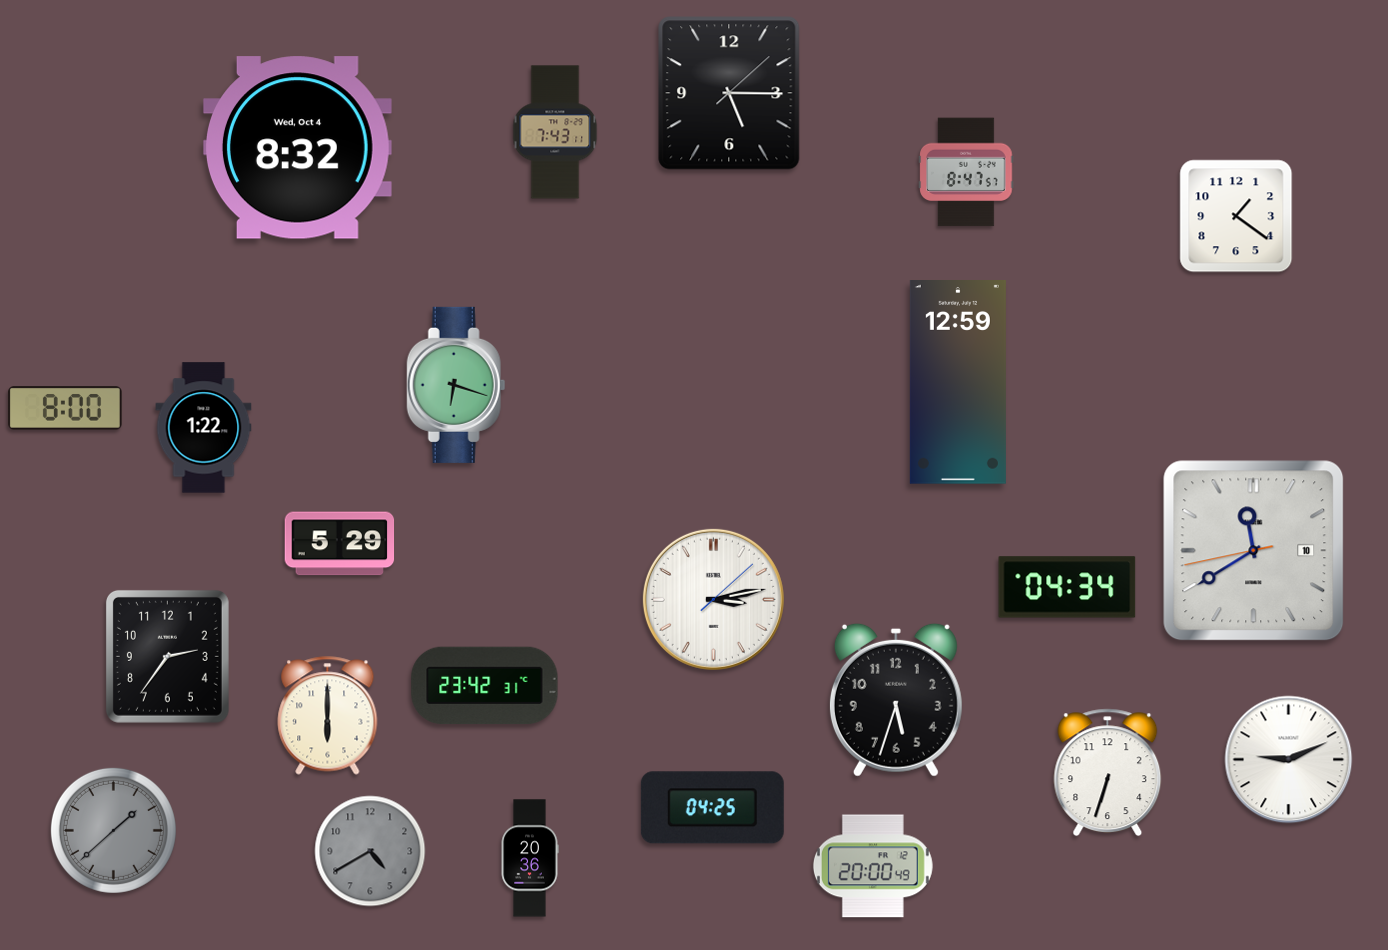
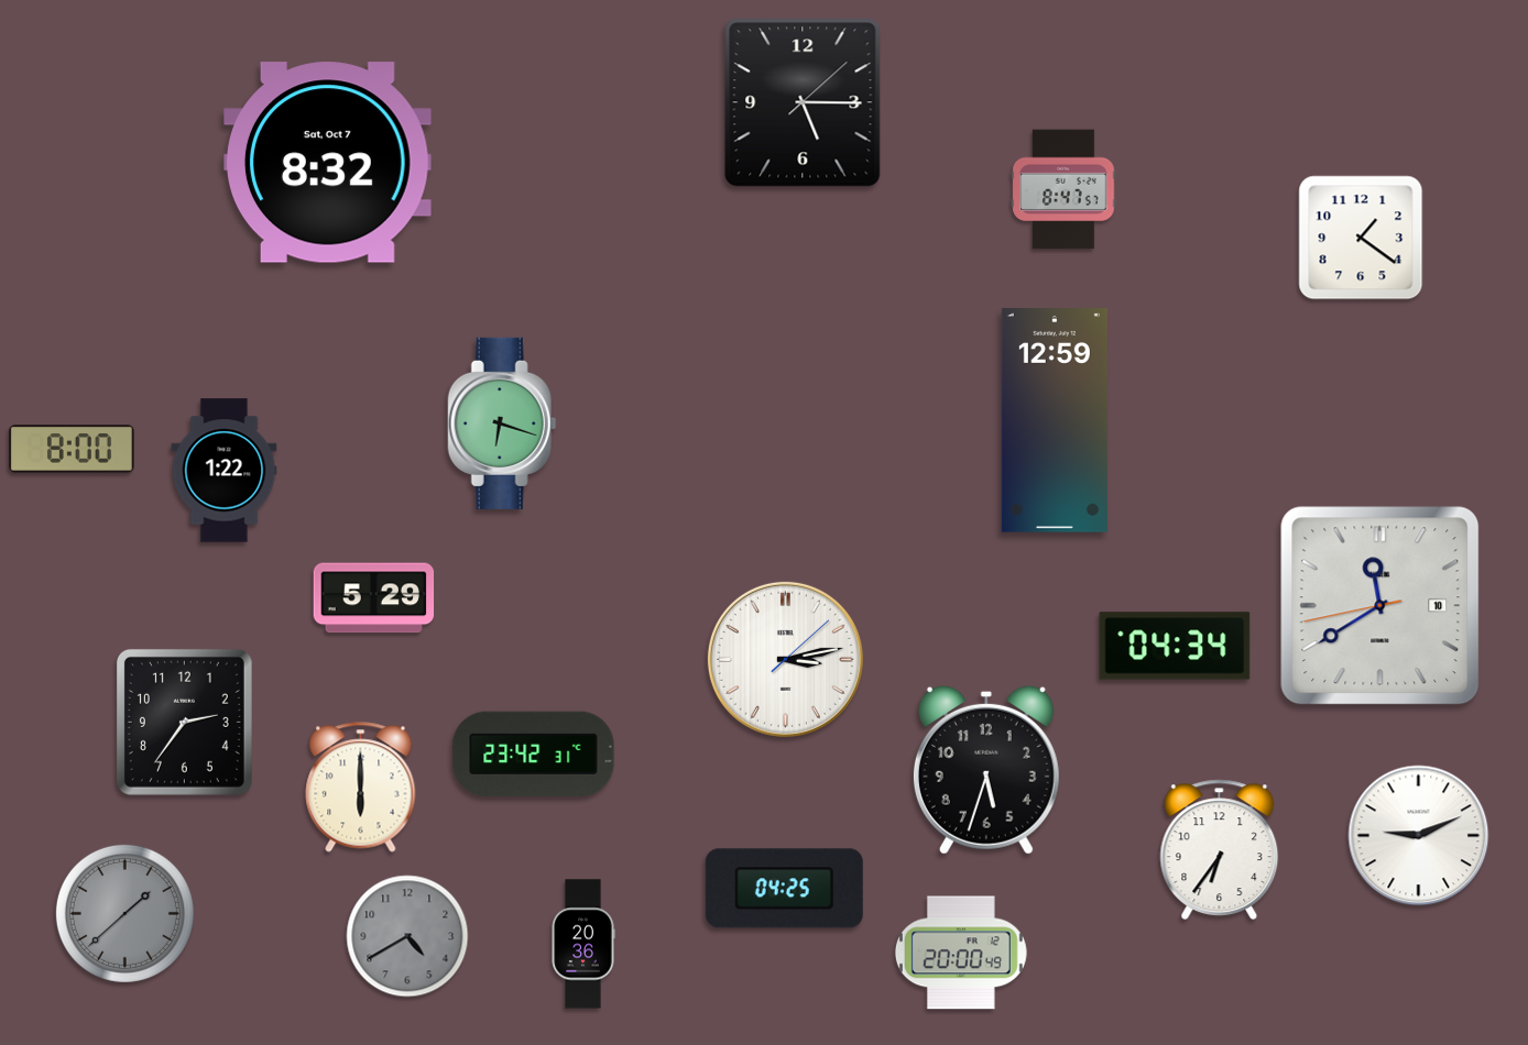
clock at (555, 132): 7:43 -> none
clock at (297, 148) date: Wed, Oct 4 -> Sat, Oct 7
clock at (1108, 773): 6:33 -> 6:36
